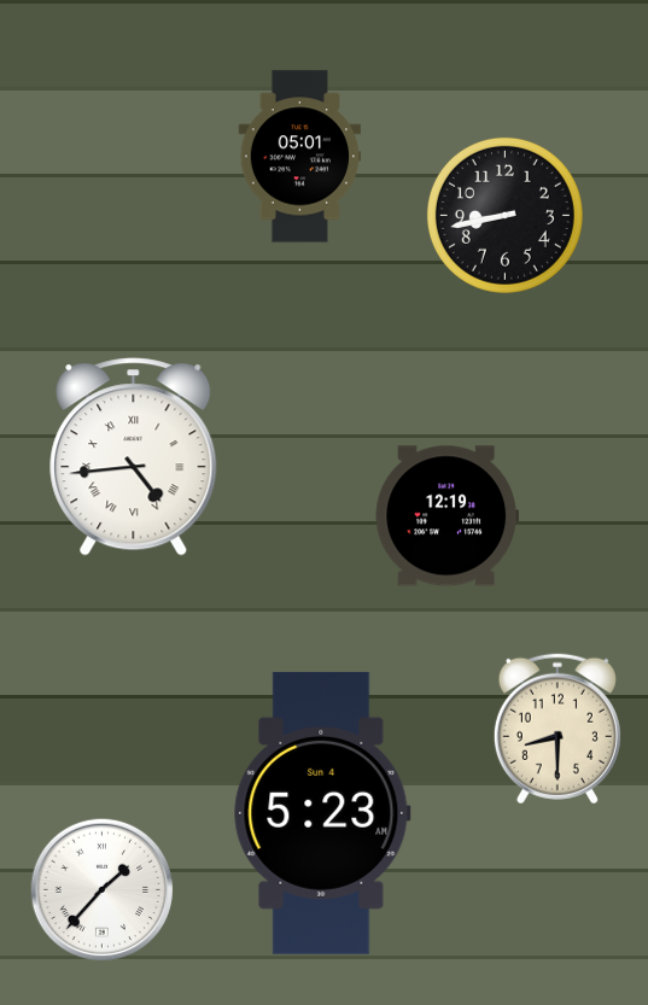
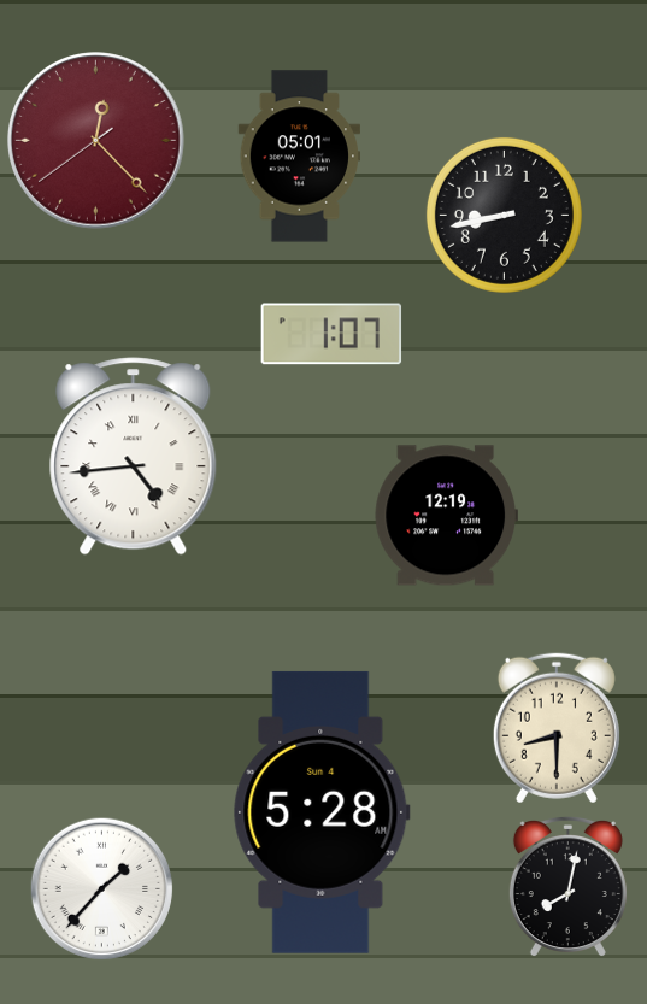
clock at (96, 141): none -> 12:22
clock at (331, 334): none -> 1:07
clock at (322, 813): 5:23 -> 5:28
clock at (567, 886): none -> 8:02
